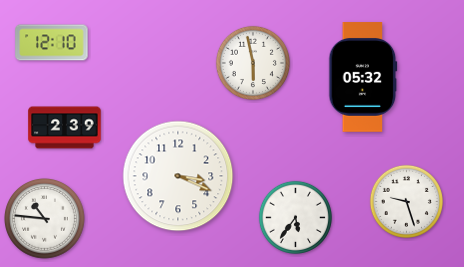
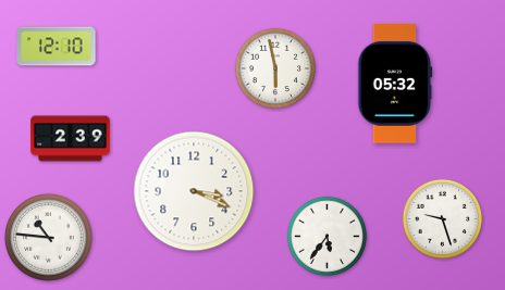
clock at (295, 217) position: (295, 217) -> (327, 236)
